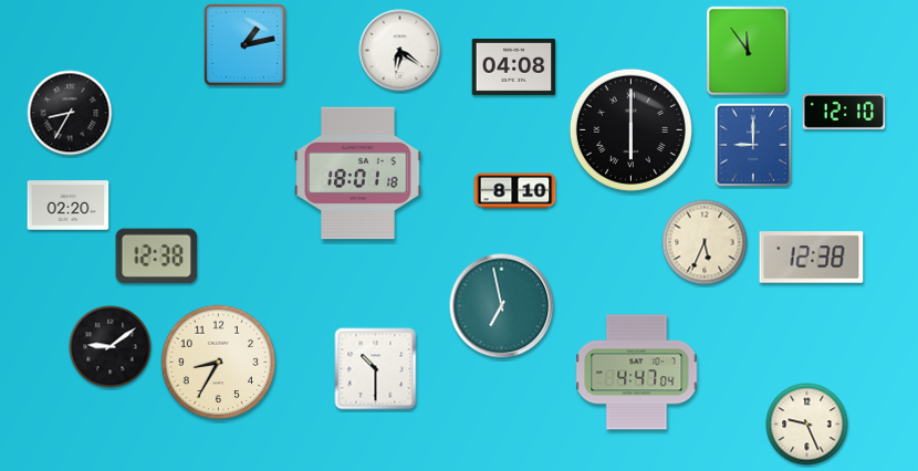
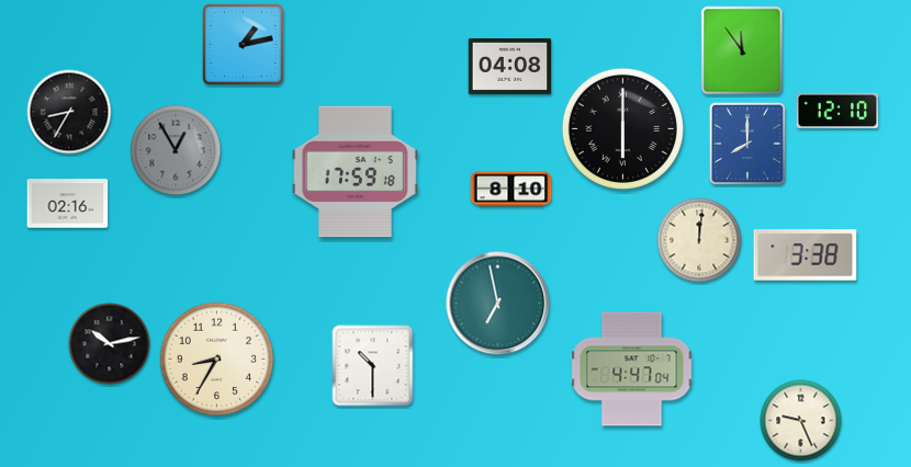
clock at (400, 51): 6:21 -> none
clock at (630, 129) position: (630, 129) -> (622, 128)
clock at (753, 145): 9:00 -> 8:00
clock at (176, 150): none -> 12:55
clock at (358, 174): 18:01 -> 17:59
clock at (69, 206): 02:20 -> 02:16
clock at (705, 242): 5:34 -> 12:01
clock at (157, 257): 12:38 -> none
clock at (812, 258): 12:38 -> 3:38
clock at (111, 347): 9:09 -> 10:13
